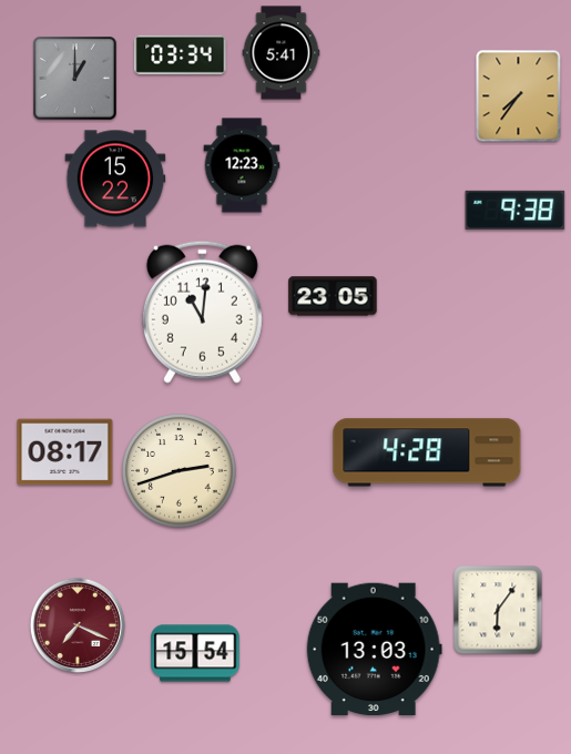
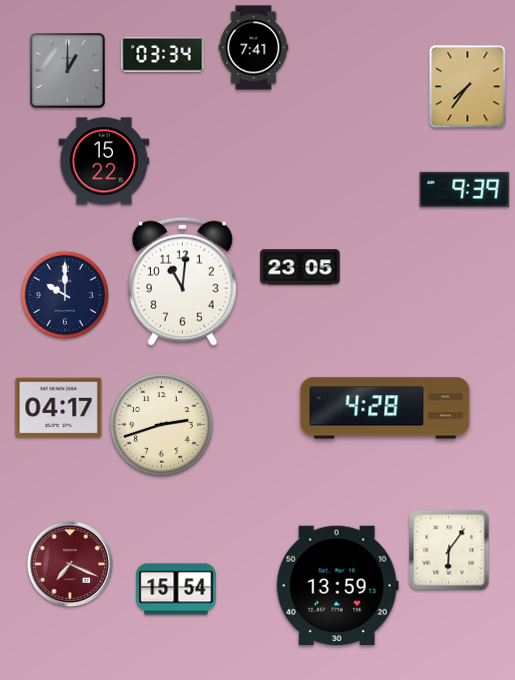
clock at (282, 53): 5:41 -> 7:41
clock at (181, 54) position: (181, 54) -> (163, 54)
clock at (242, 165): 12:23 -> none
clock at (516, 210): 9:38 -> 9:39
clock at (64, 294): none -> 10:00
clock at (65, 452): 08:17 -> 04:17
clock at (374, 650): 13:03 -> 13:59
